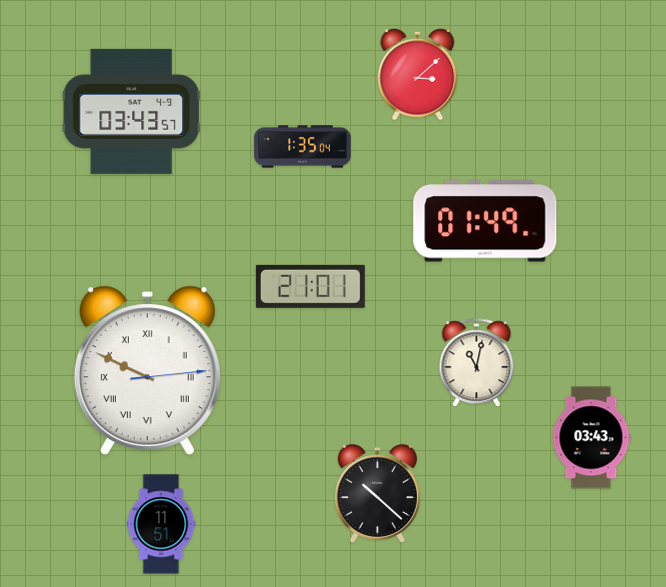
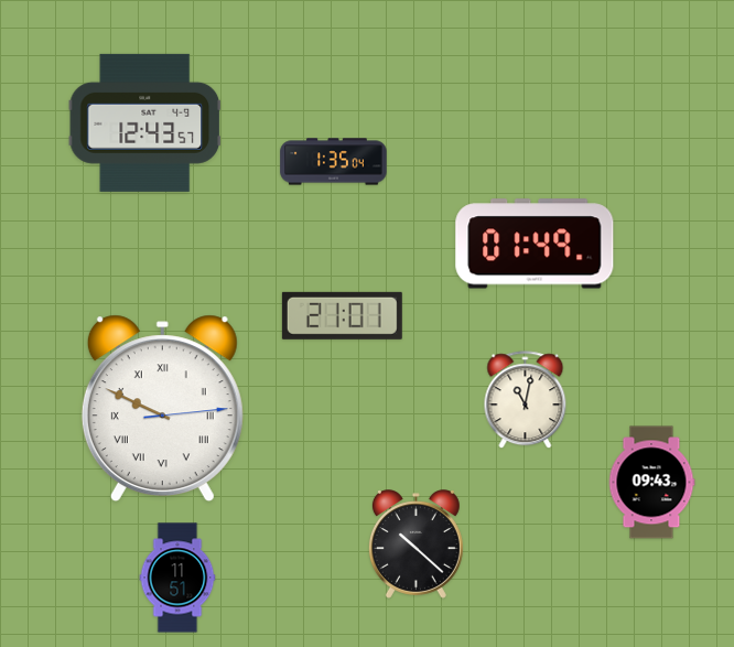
clock at (418, 74): 3:08 -> none
clock at (131, 111): 03:43 -> 12:43
clock at (591, 438): 03:43 -> 09:43
